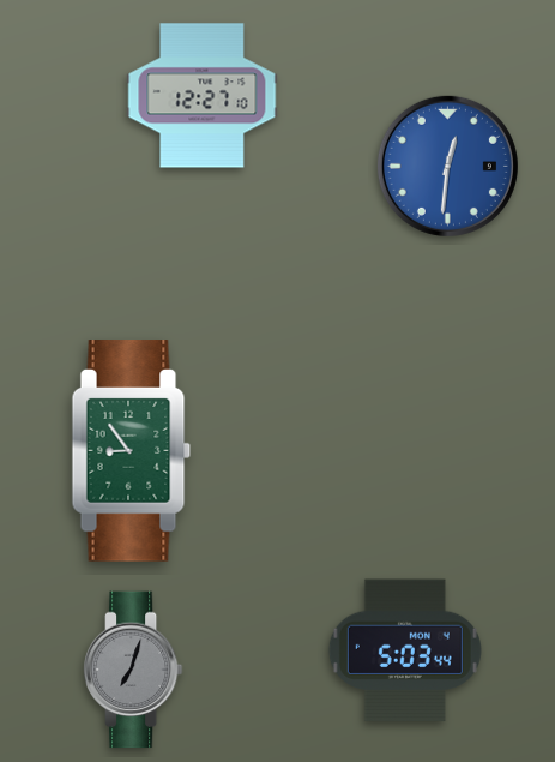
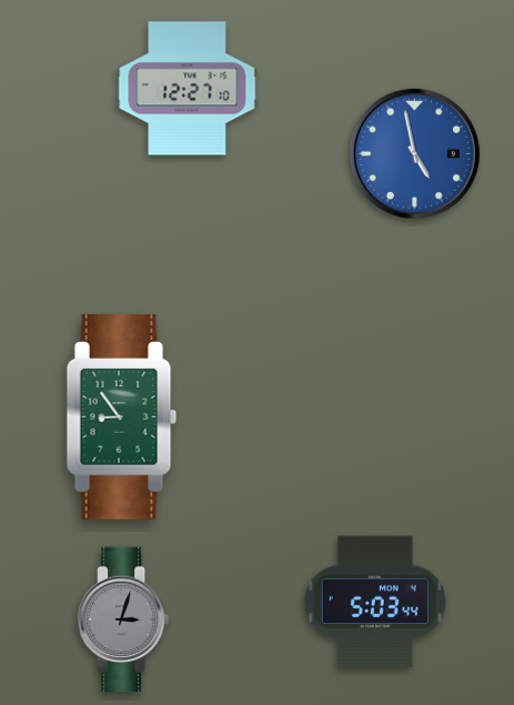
clock at (447, 166): 12:31 -> 4:58
clock at (133, 670): 7:03 -> 3:03
